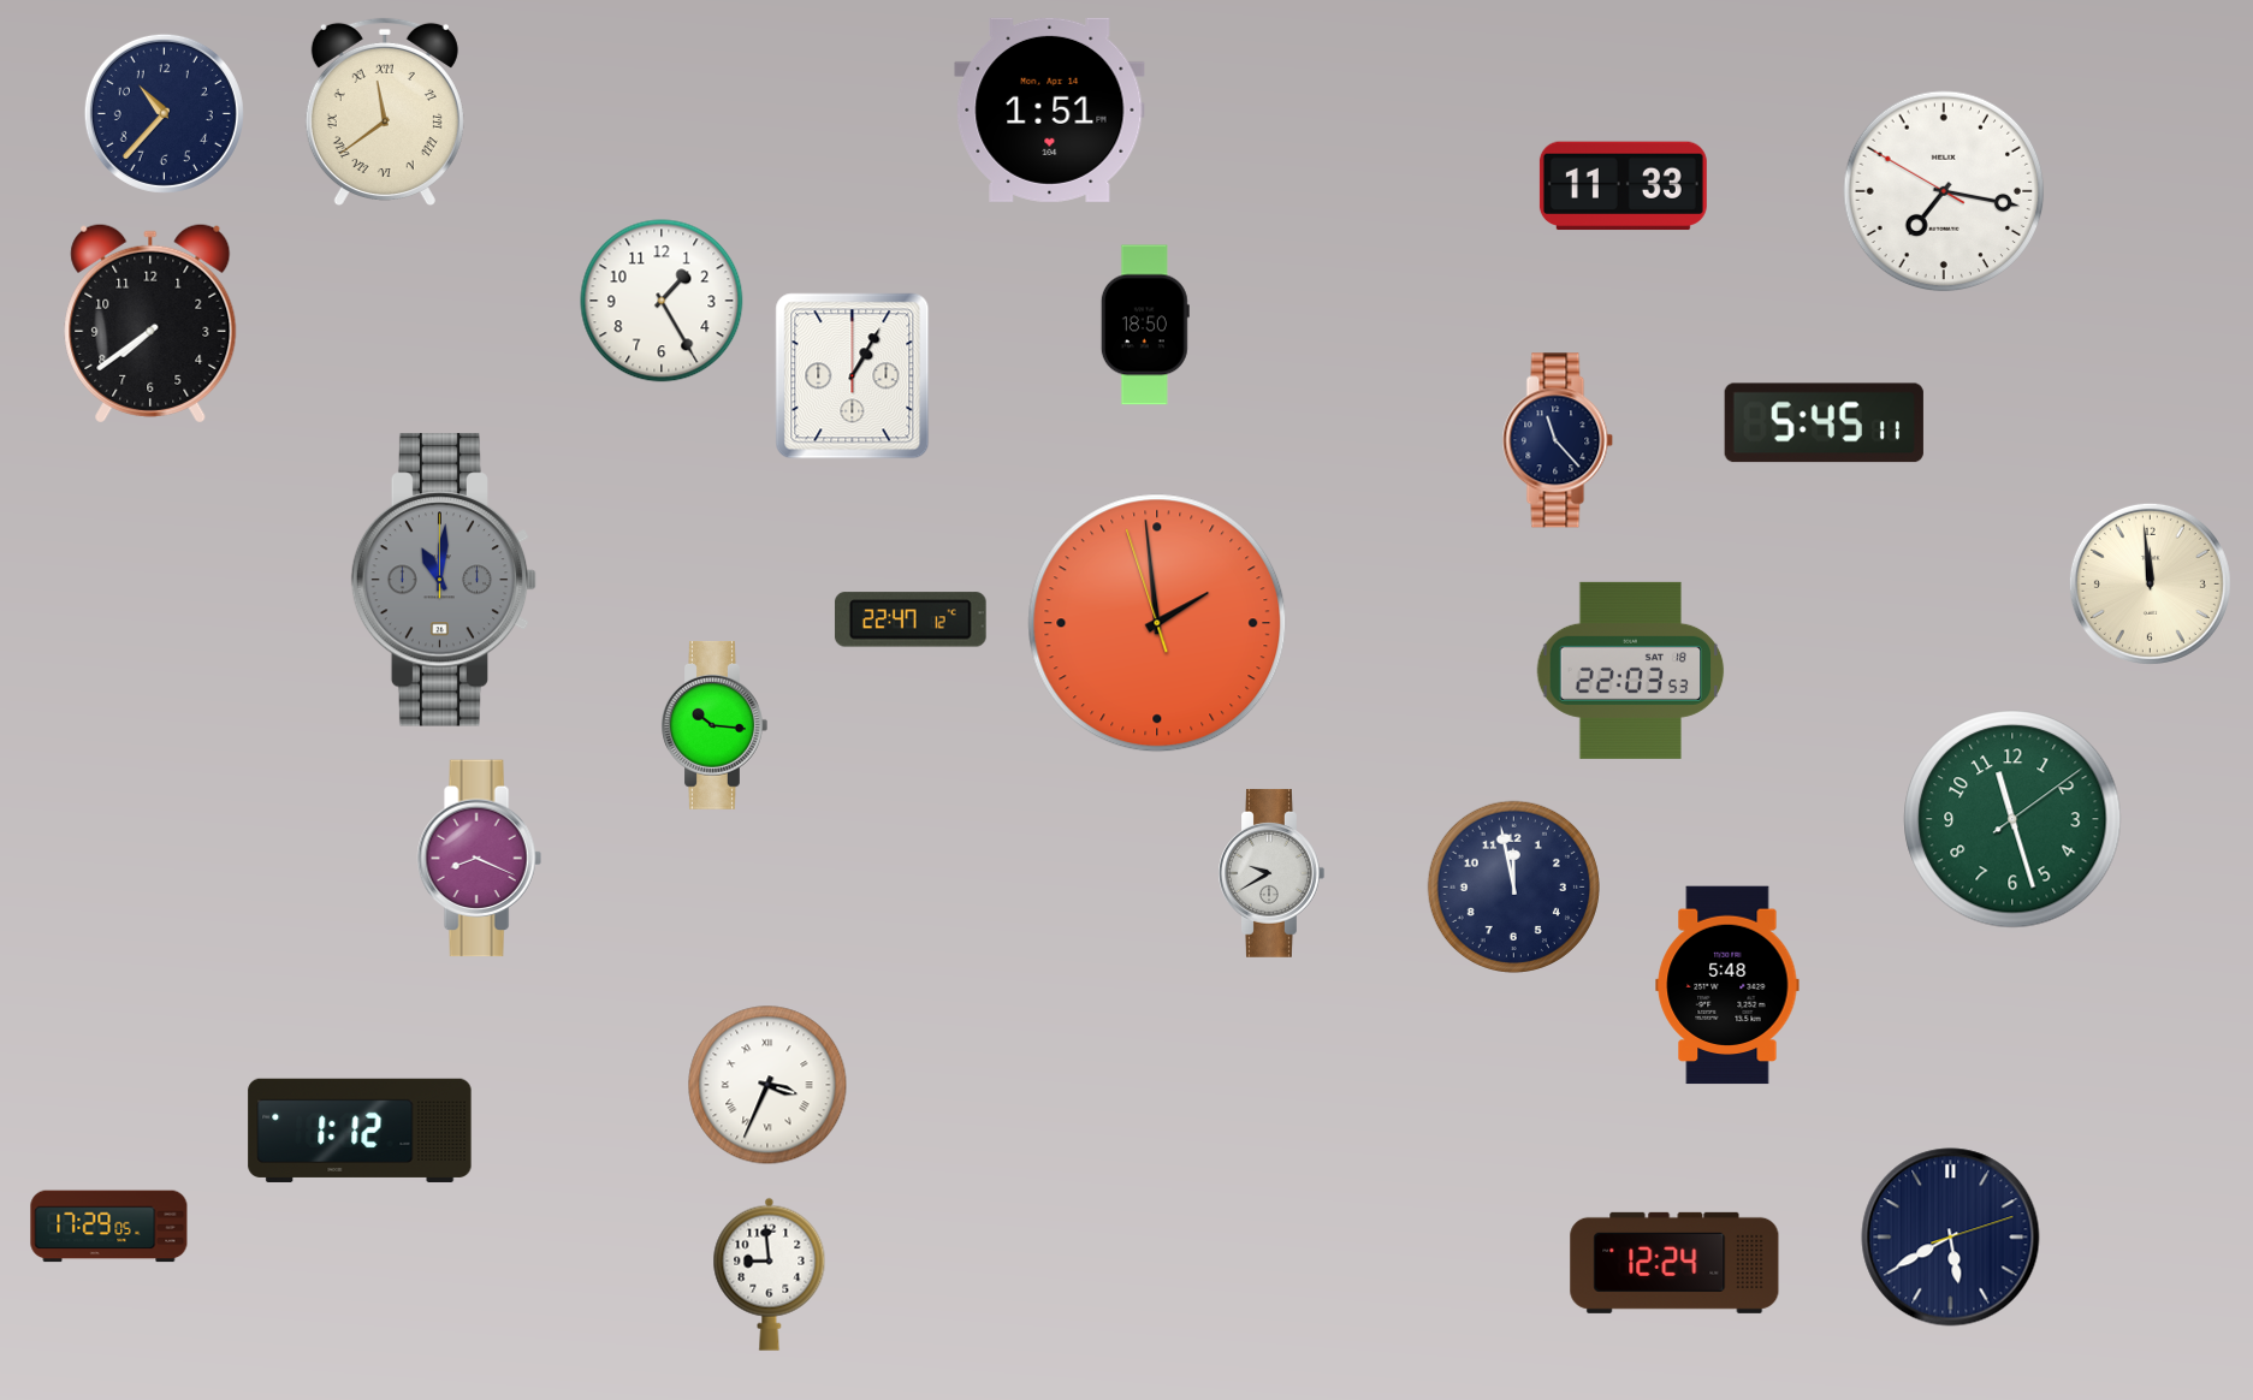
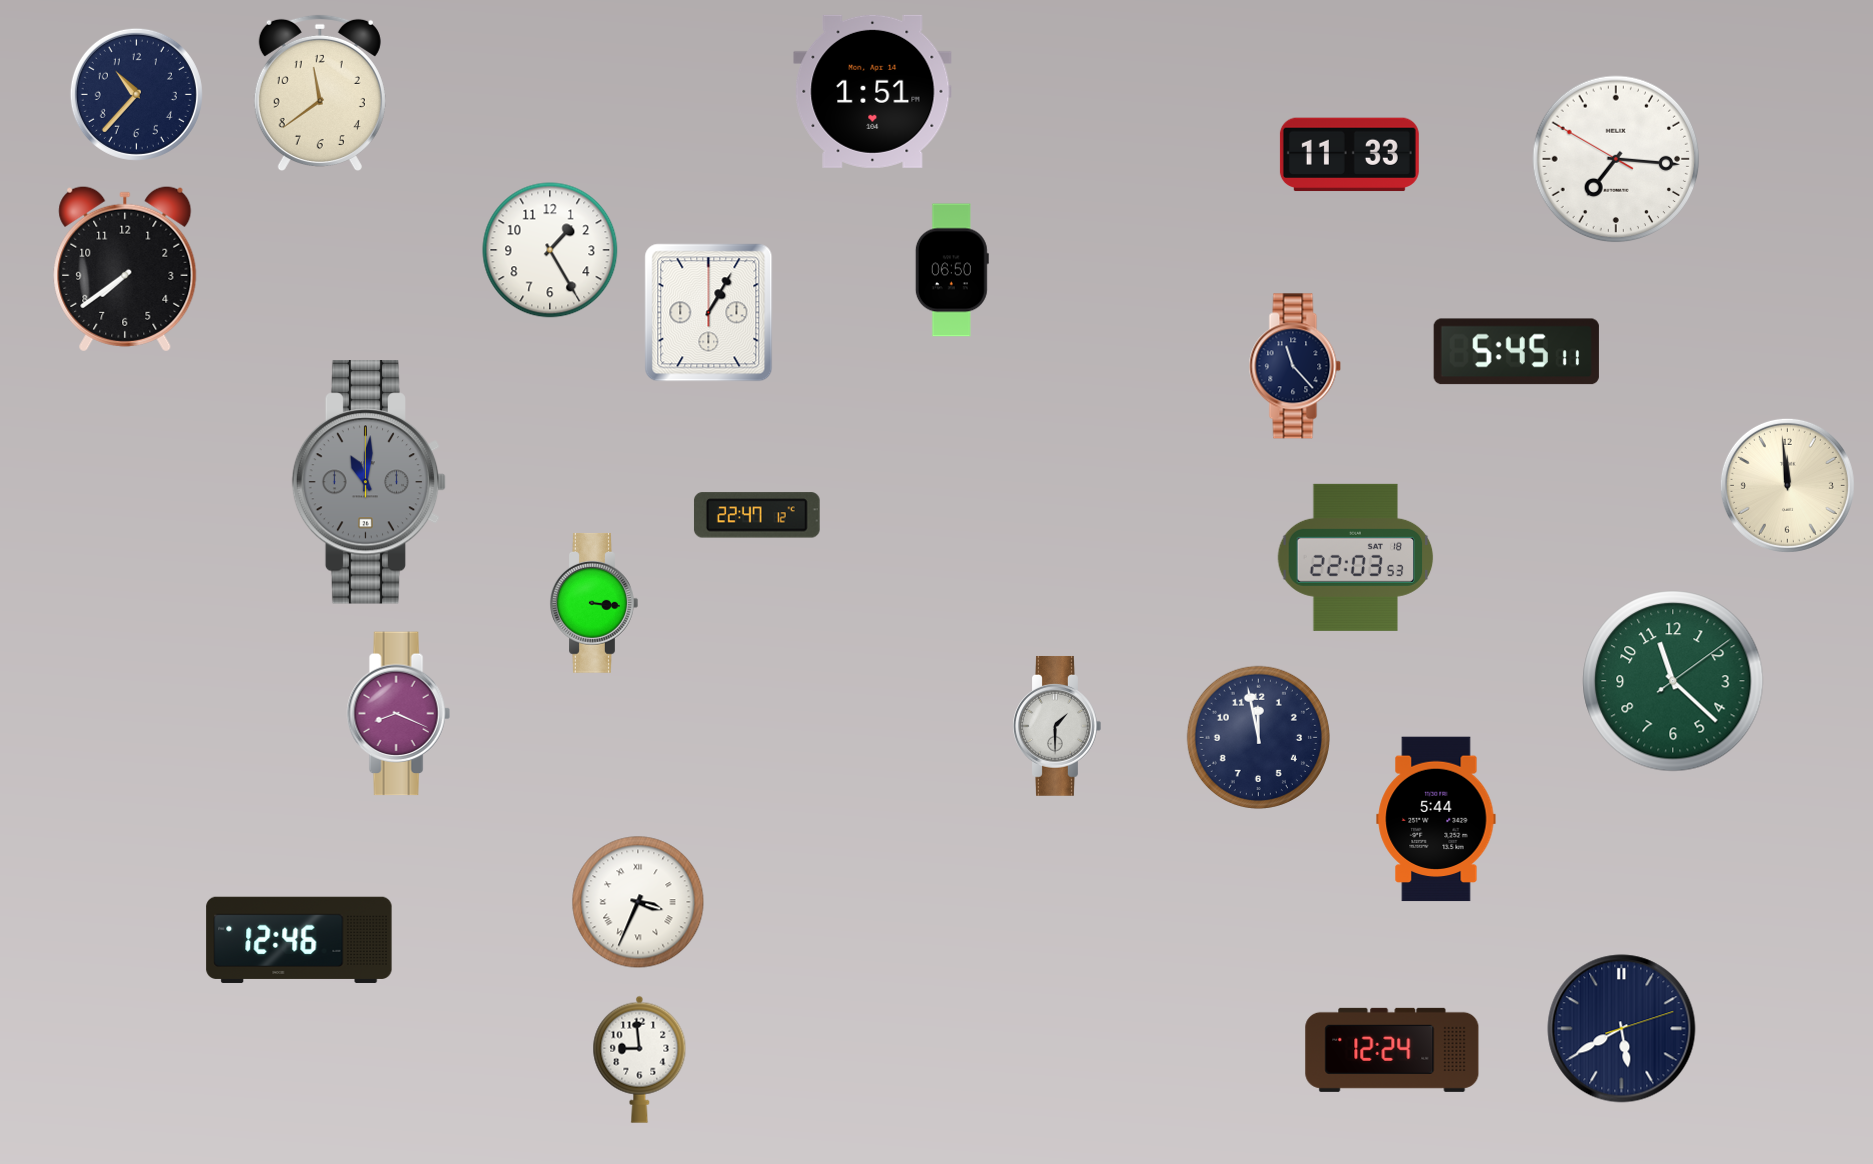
clock at (385, 111) numerals: Roman -> Arabic
clock at (1944, 191): 7:16 -> 7:15
clock at (1145, 325): 18:50 -> 06:50
clock at (1157, 623): 1:58 -> none
clock at (715, 725): 10:16 -> 3:16
clock at (2012, 819): 11:27 -> 11:22
clock at (1271, 873): 9:40 -> 1:30
clock at (1727, 985): 5:48 -> 5:44
clock at (360, 1131): 1:12 -> 12:46
clock at (109, 1227): 17:29 -> none
